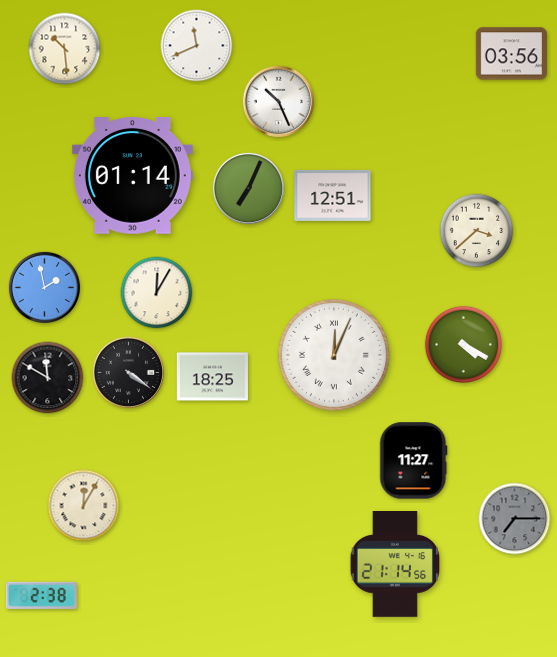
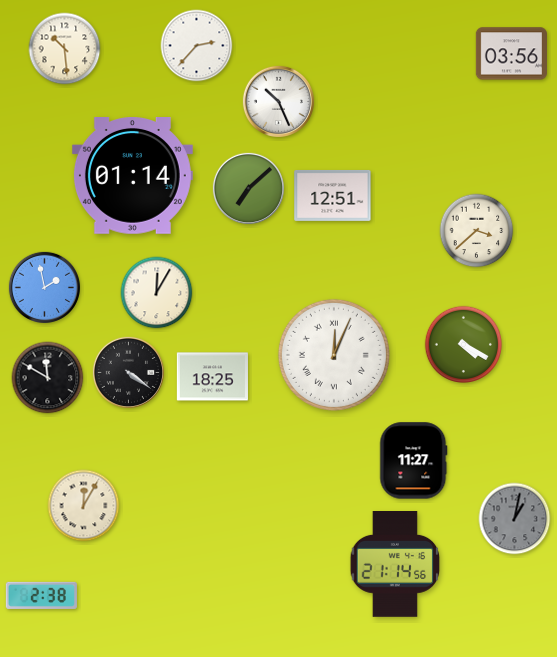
clock at (197, 46): 11:41 -> 2:37
clock at (248, 188): 7:04 -> 7:08
clock at (515, 519): 7:15 -> 1:02
